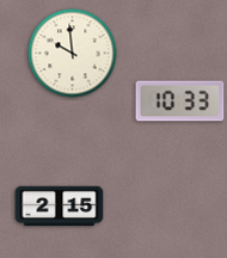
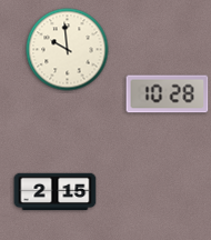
clock at (180, 102): 10:33 -> 10:28
